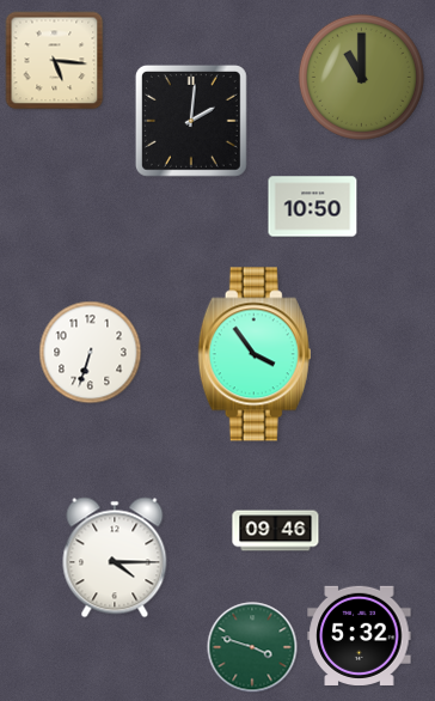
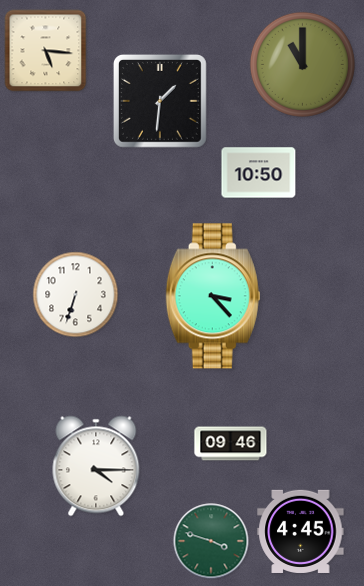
clock at (191, 121): 2:01 -> 1:31
clock at (313, 207) position: (313, 207) -> (259, 173)
clock at (255, 354): 3:54 -> 3:23
clock at (360, 635): 5:32 -> 4:45
